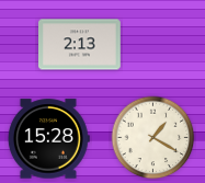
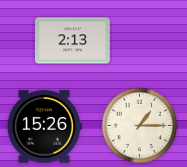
clock at (153, 138): 1:20 -> 1:15
clock at (48, 139): 15:28 -> 15:26
